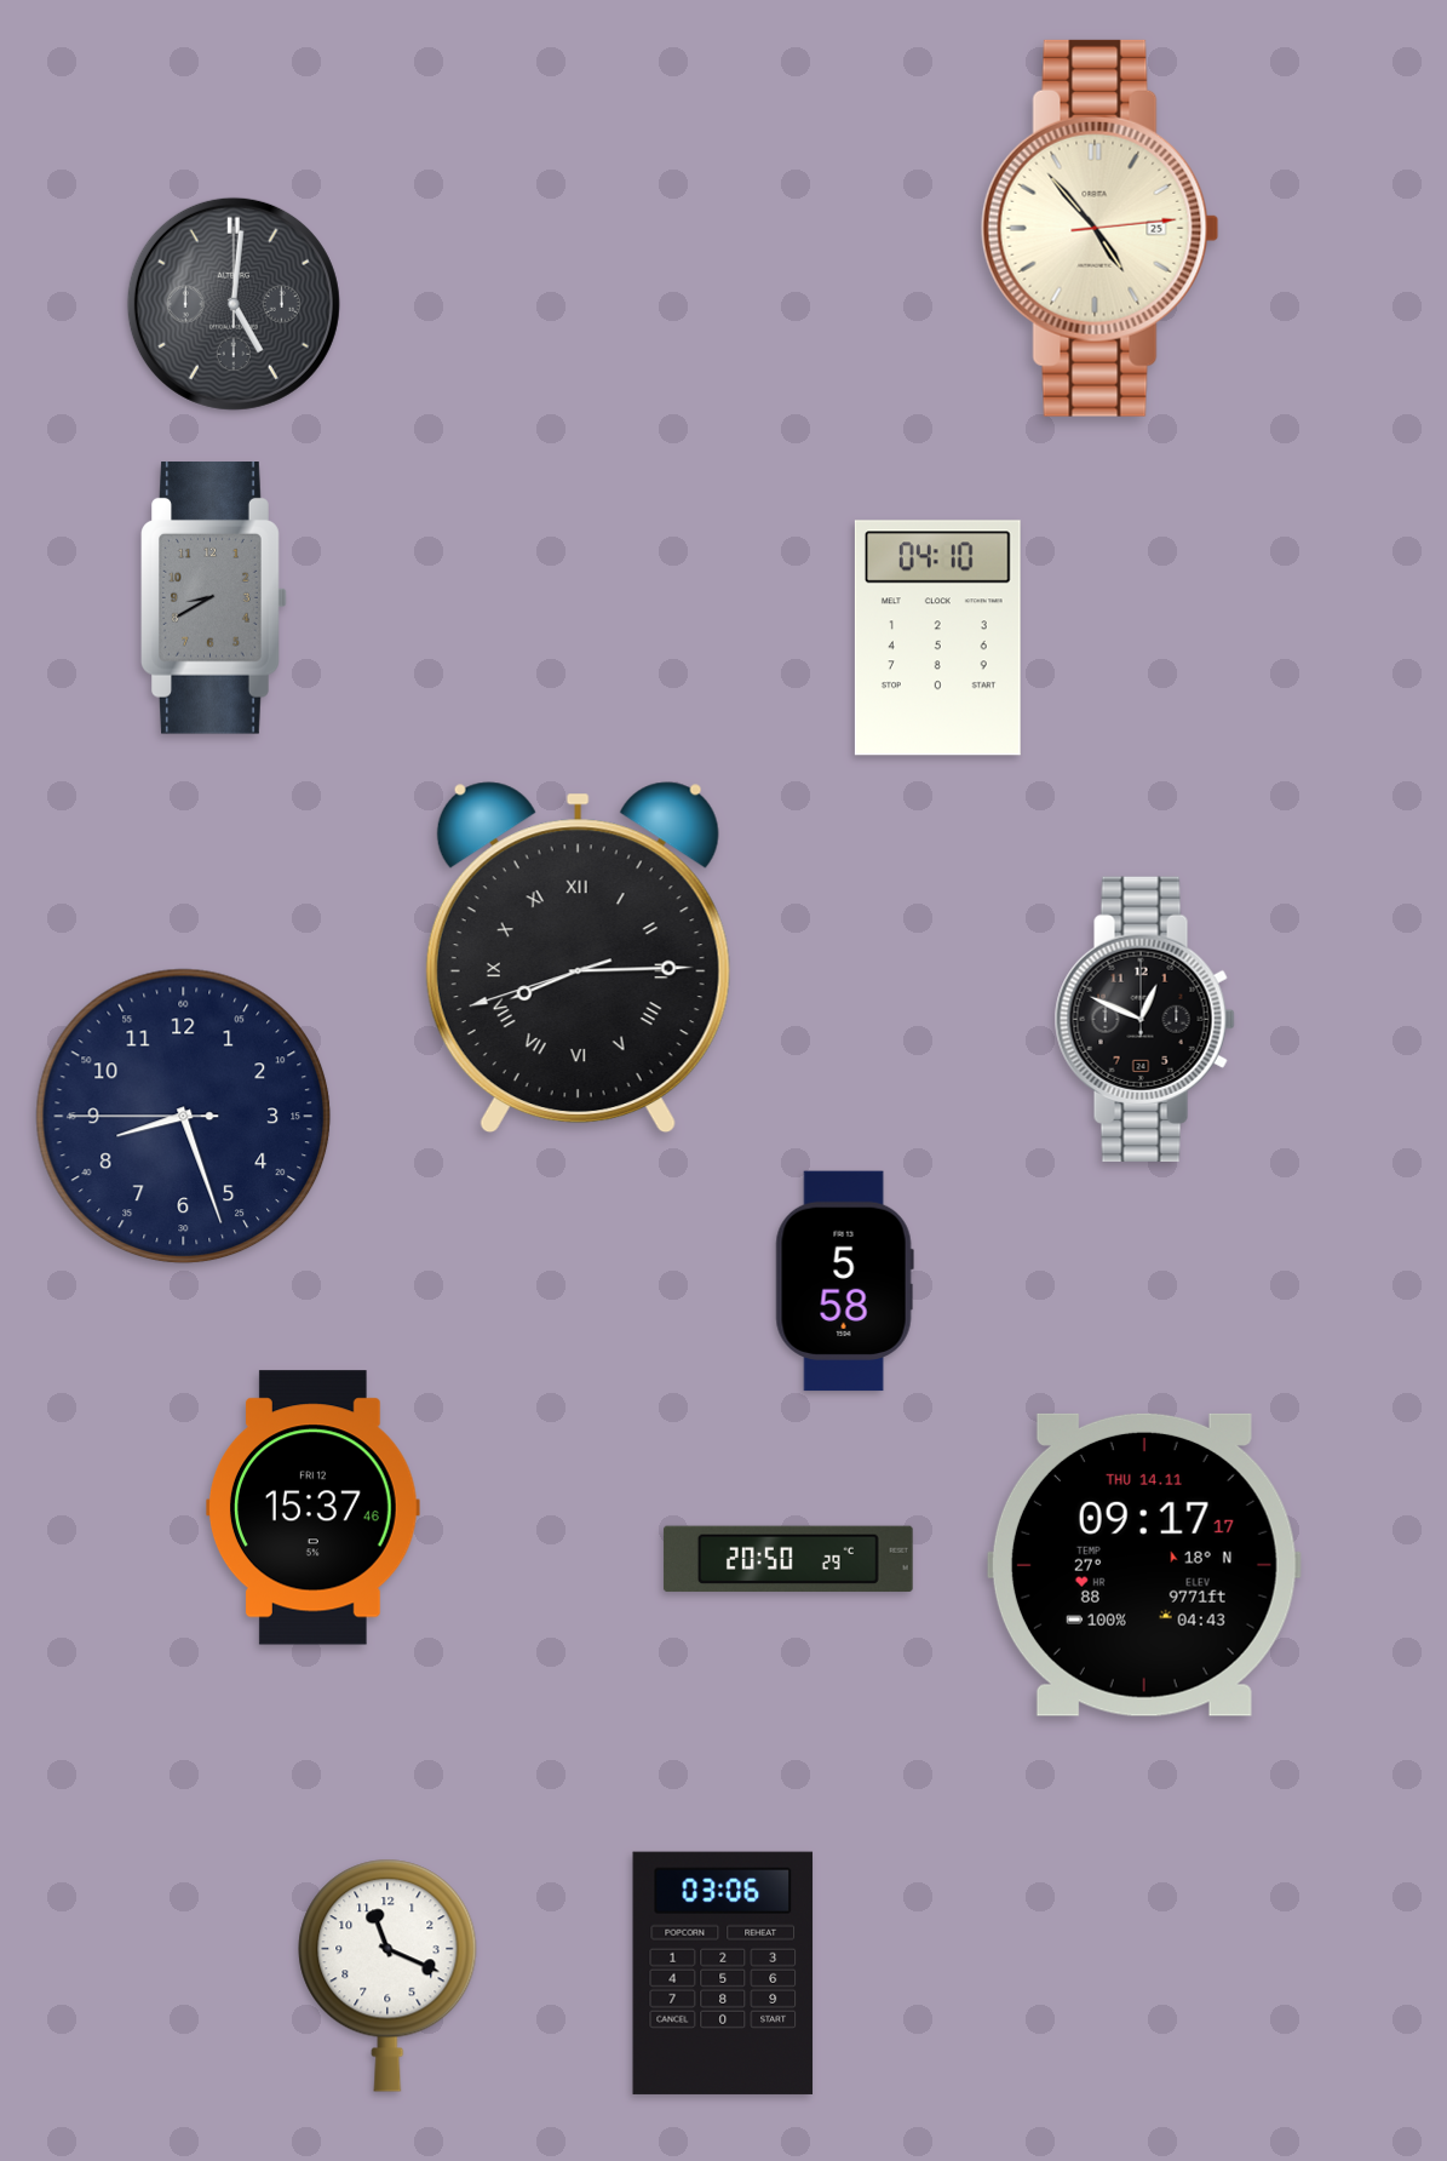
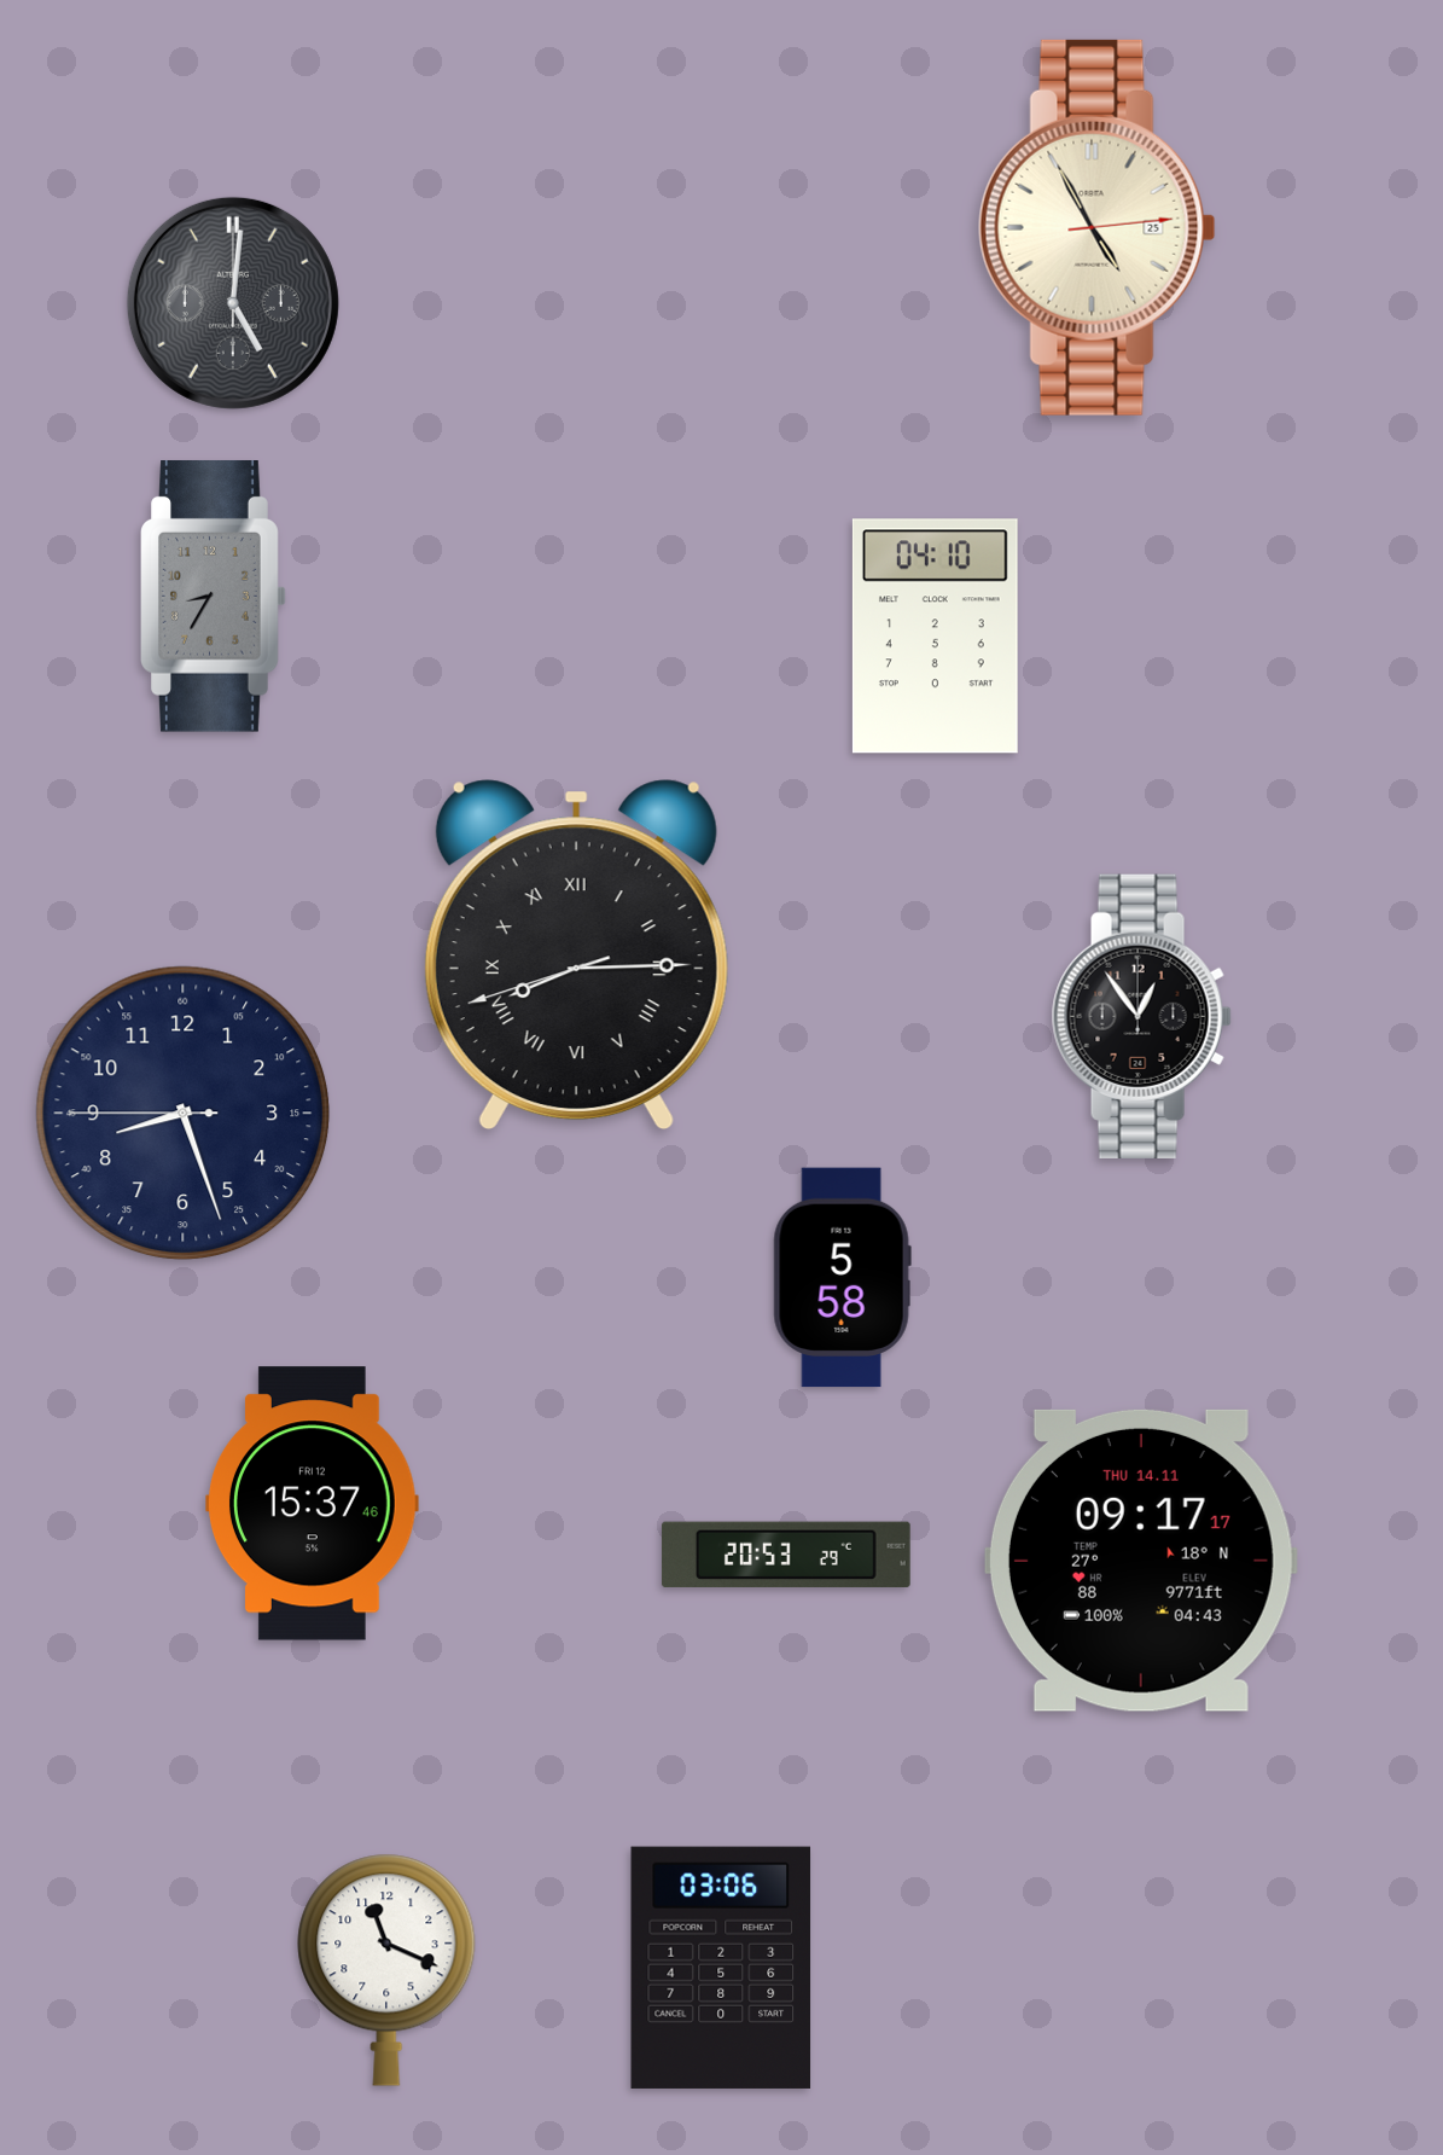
clock at (1099, 228): 4:53 -> 4:55
clock at (214, 598): 8:40 -> 8:35
clock at (1144, 1019): 12:49 -> 12:54
clock at (788, 1559): 20:50 -> 20:53
